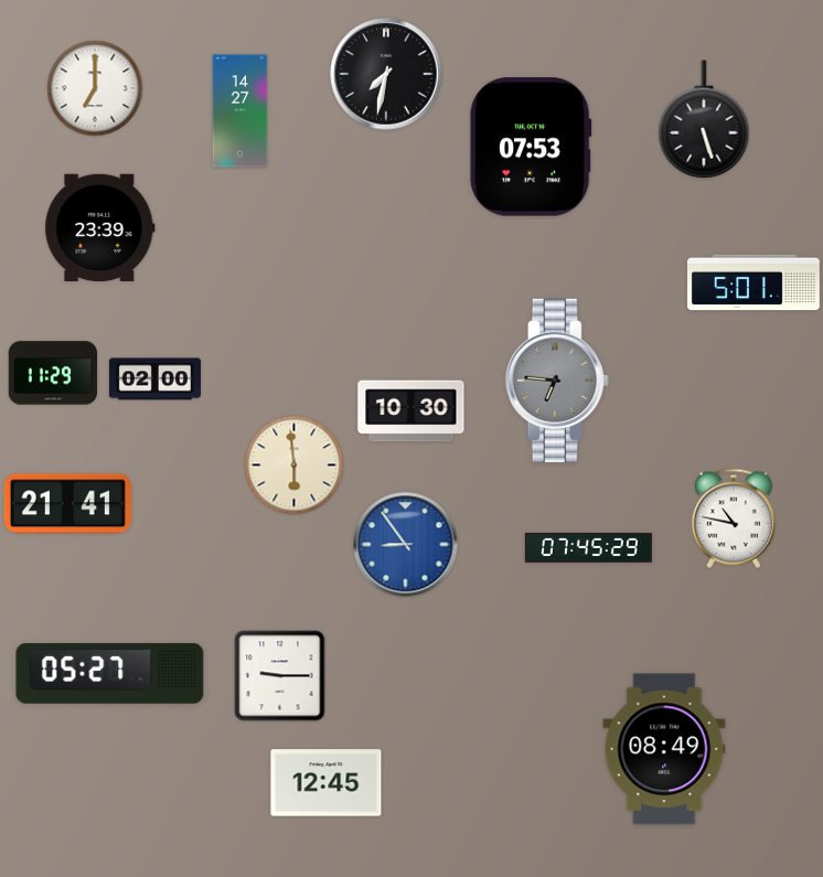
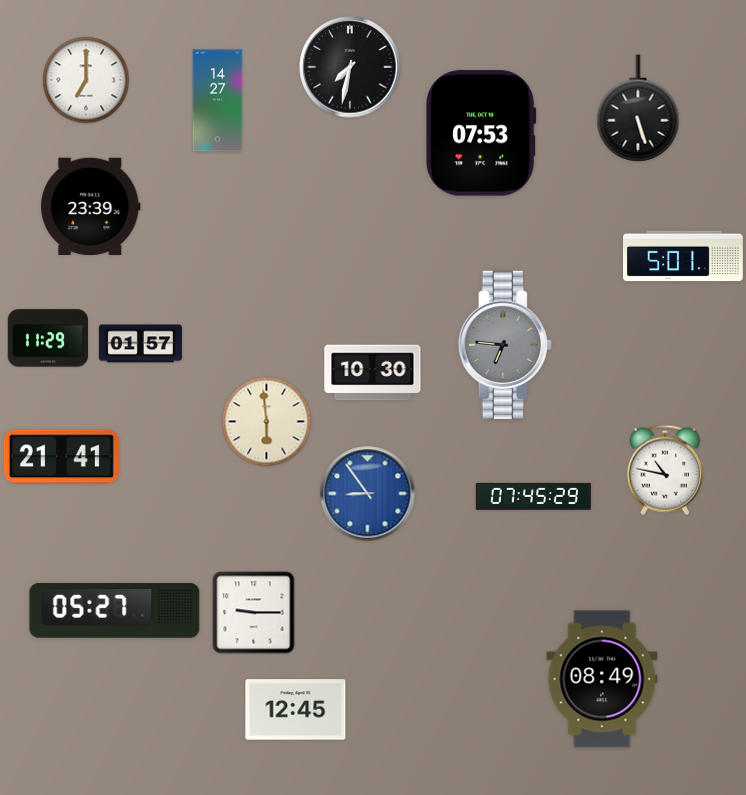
clock at (154, 379): 02:00 -> 01:57
clock at (110, 674) position: (110, 674) -> (115, 611)
